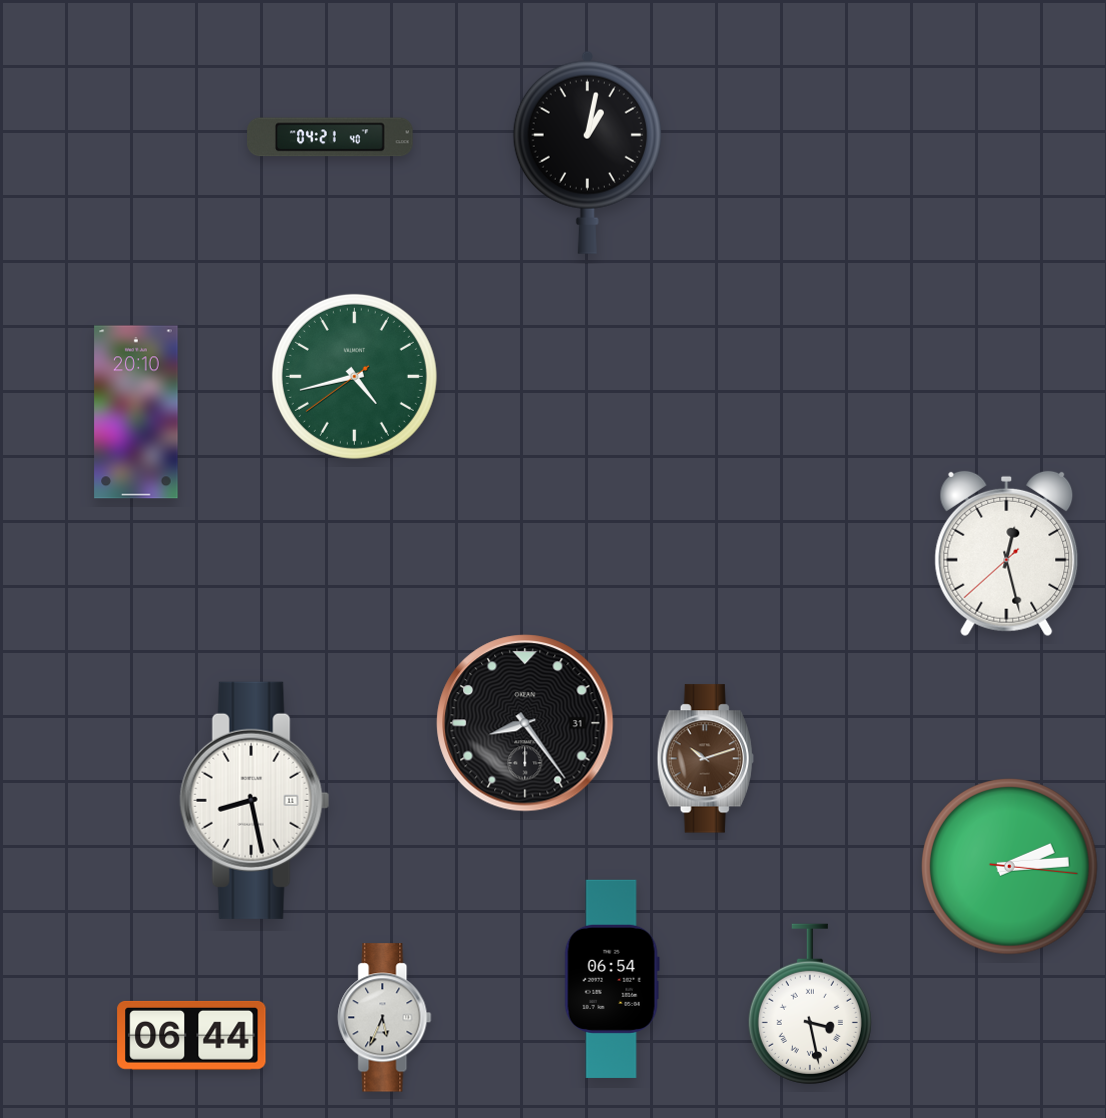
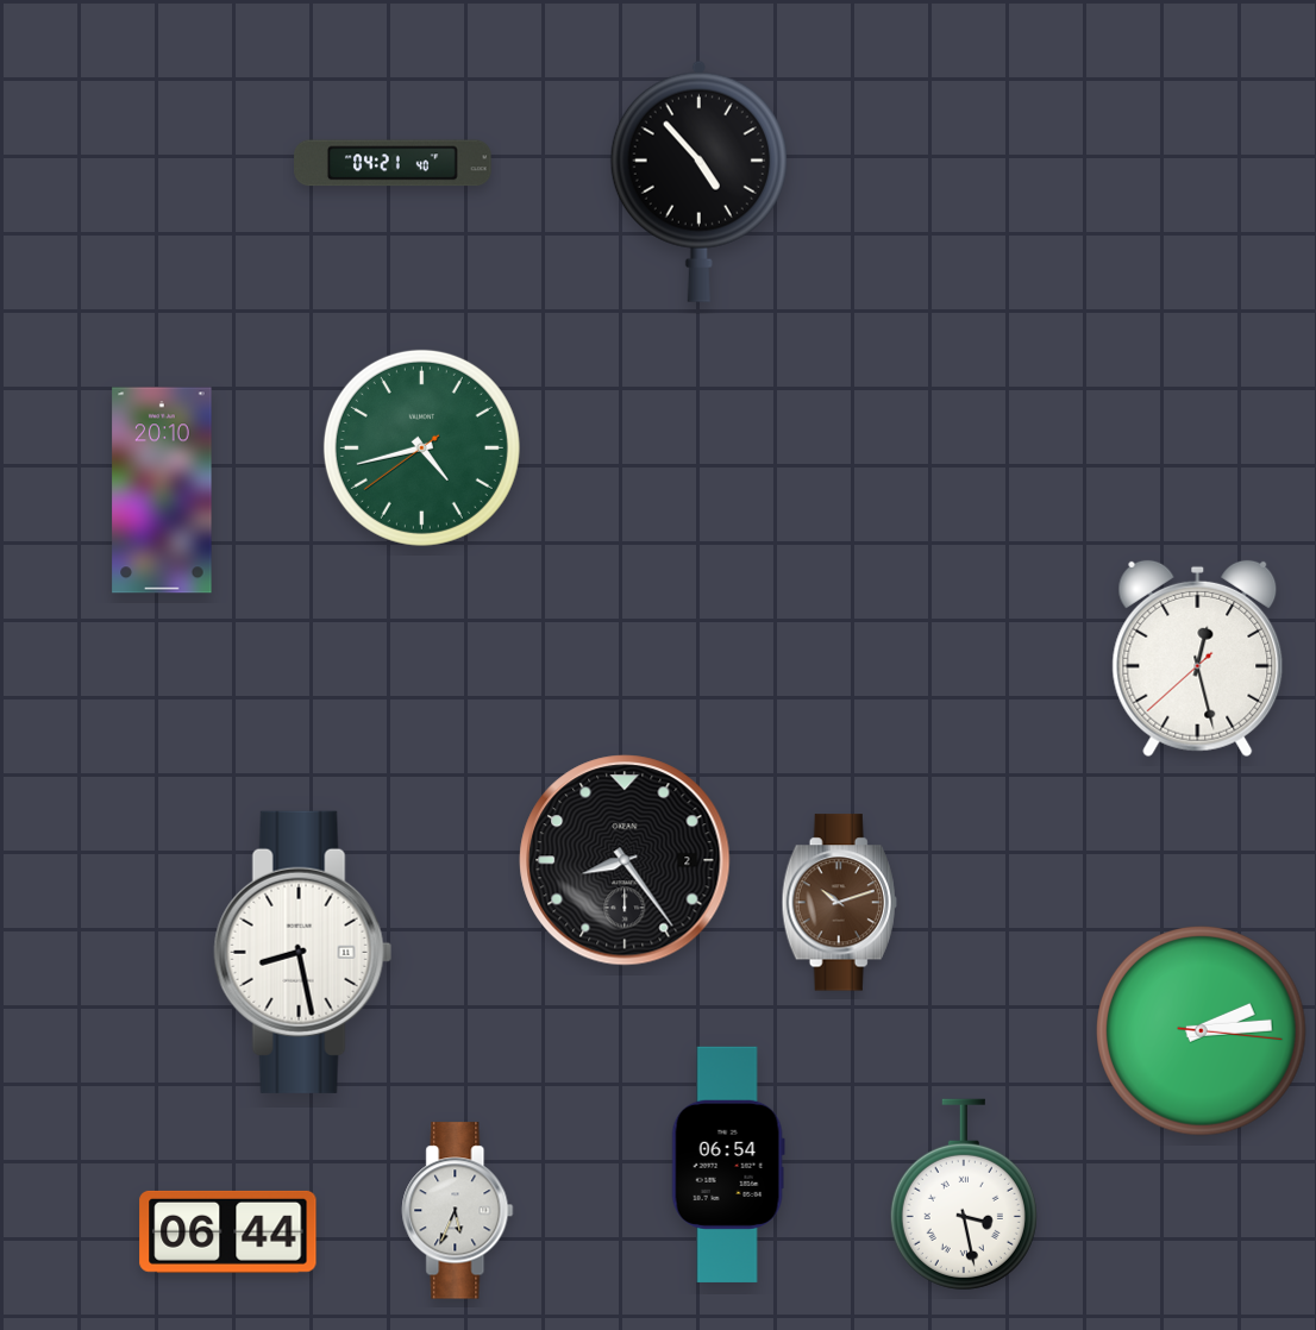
clock at (587, 152): 1:02 -> 4:53
clock at (525, 723) date: 31 -> 2
